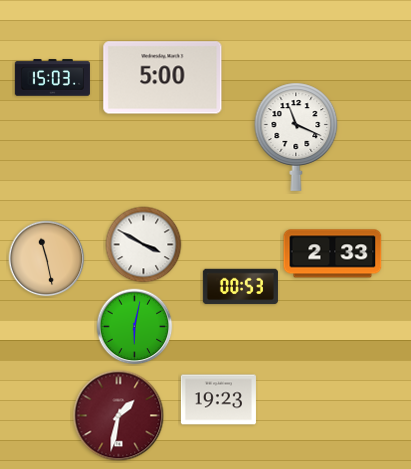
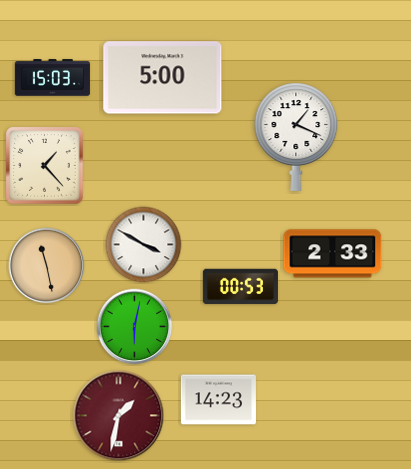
clock at (296, 137): 11:19 -> 1:19
clock at (45, 166): none -> 1:23
clock at (47, 259) position: (47, 259) -> (47, 266)
clock at (218, 400): 19:23 -> 14:23
